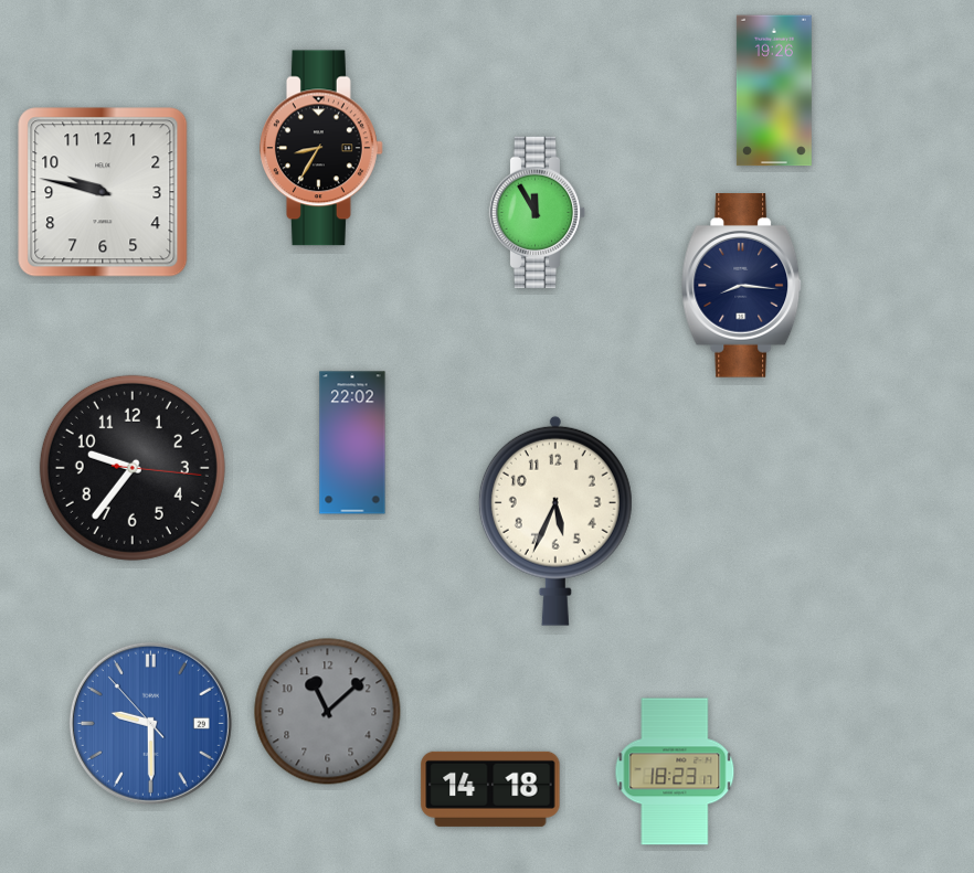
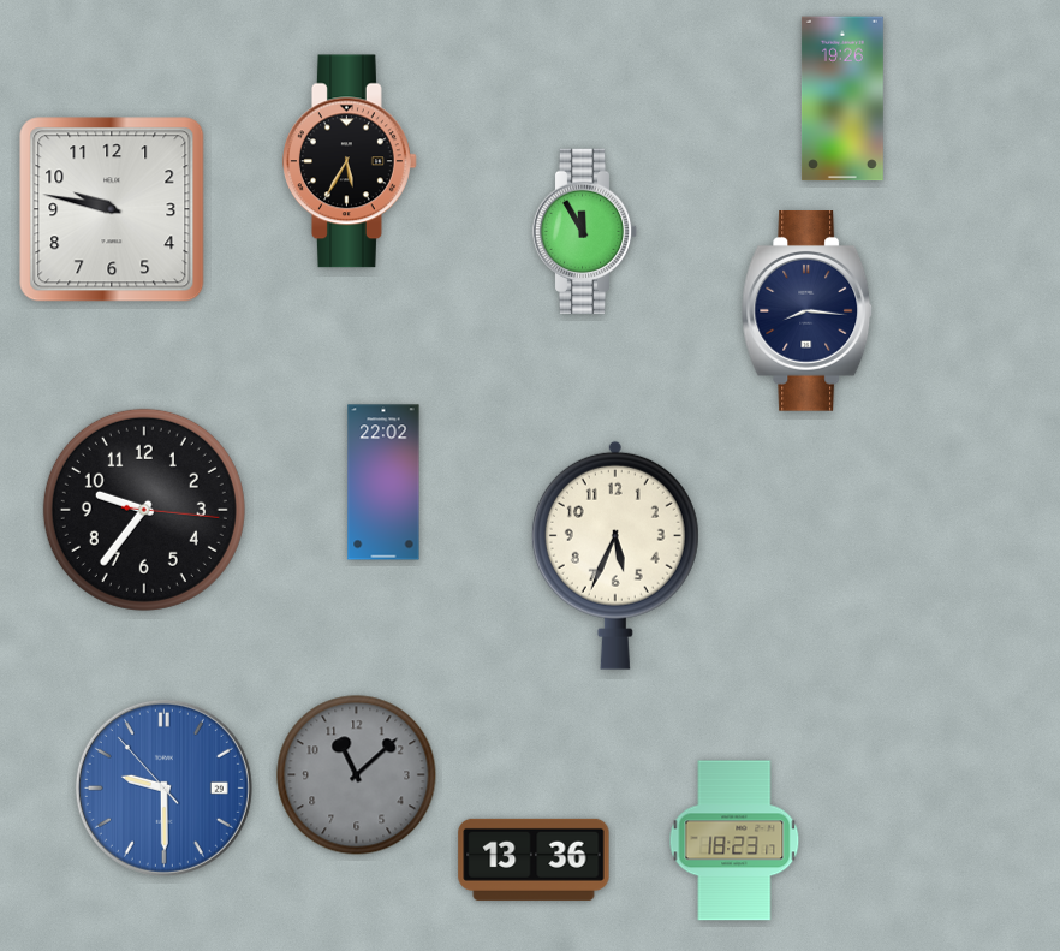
clock at (322, 148): 8:35 -> 5:35
clock at (555, 521) position: (555, 521) -> (615, 555)
clock at (490, 789): 14:18 -> 13:36
